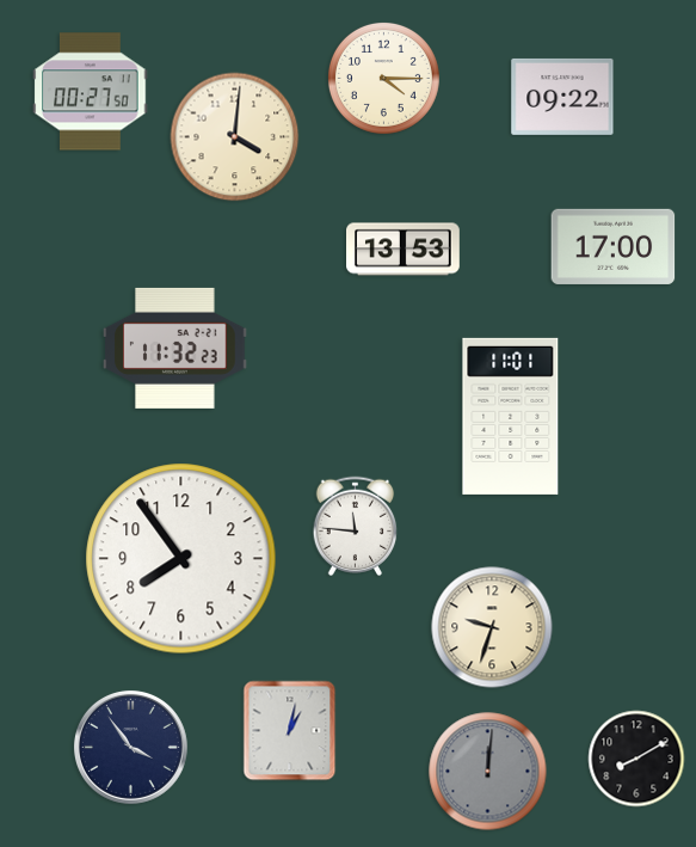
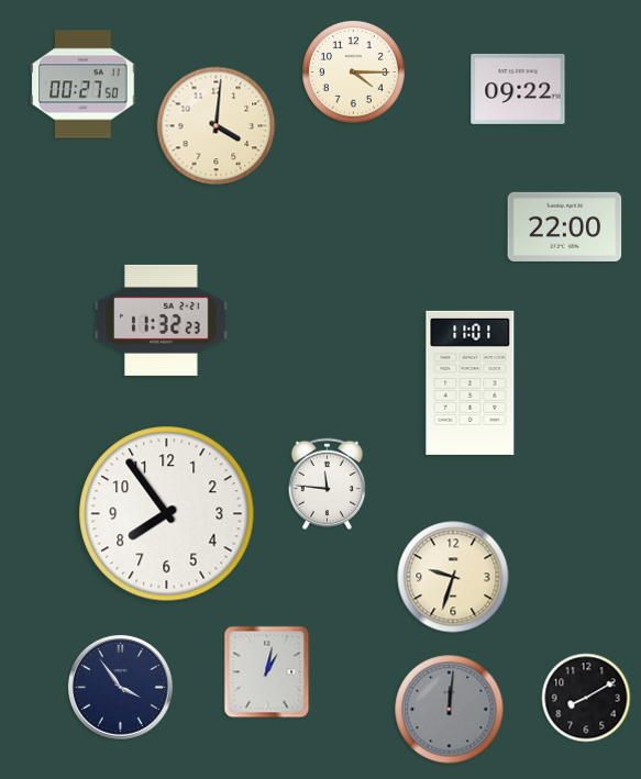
clock at (614, 246): 17:00 -> 22:00
clock at (404, 250): 13:53 -> none
